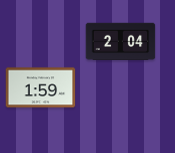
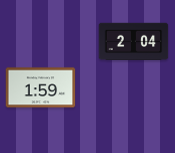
clock at (121, 42) position: (121, 42) -> (134, 42)
